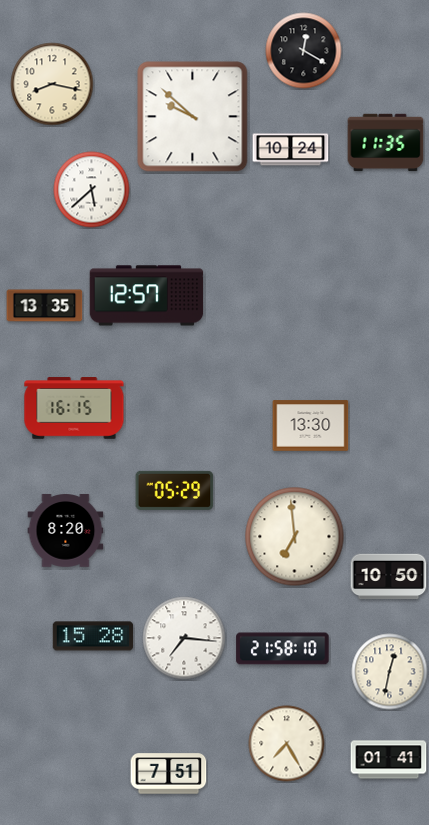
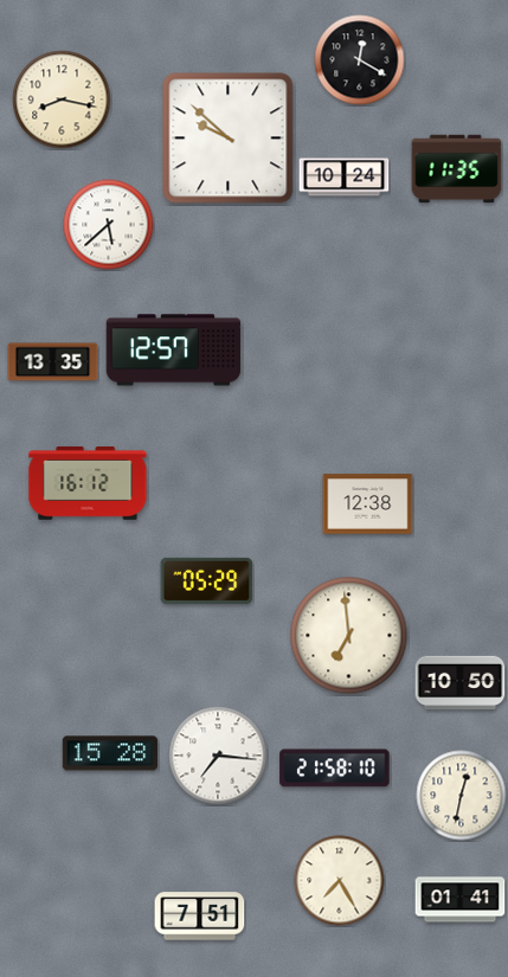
clock at (74, 408): 16:15 -> 16:12
clock at (311, 426): 13:30 -> 12:38
clock at (66, 531): 8:20 -> none
